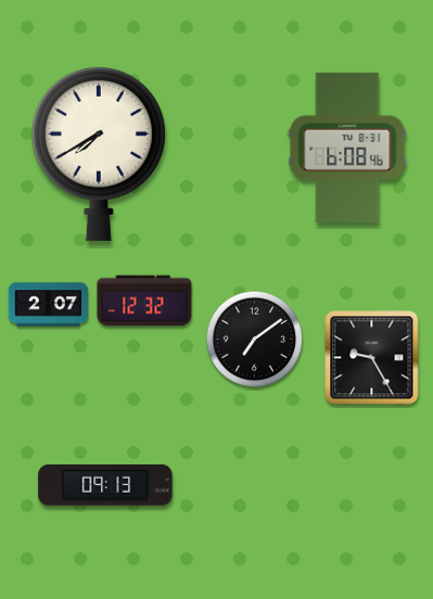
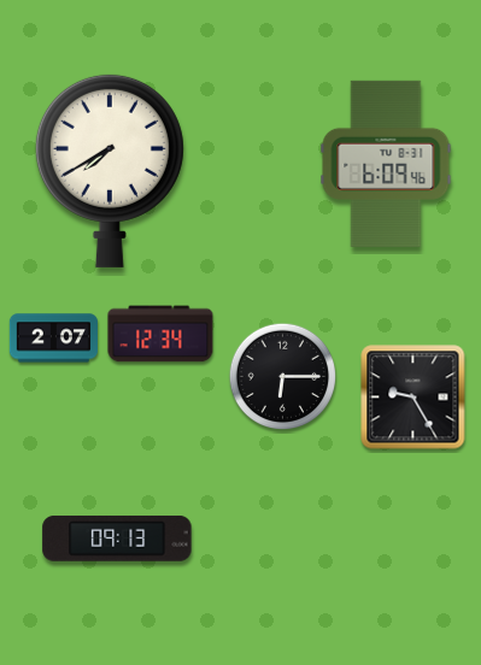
clock at (347, 148): 6:08 -> 6:09
clock at (144, 301): 12:32 -> 12:34
clock at (255, 340): 7:09 -> 6:15
